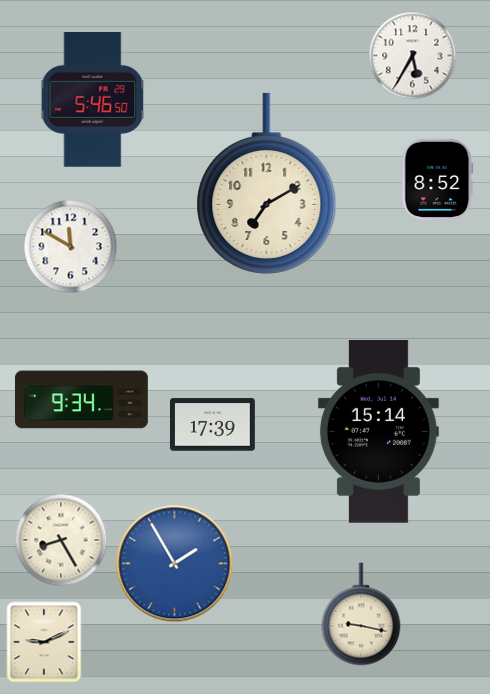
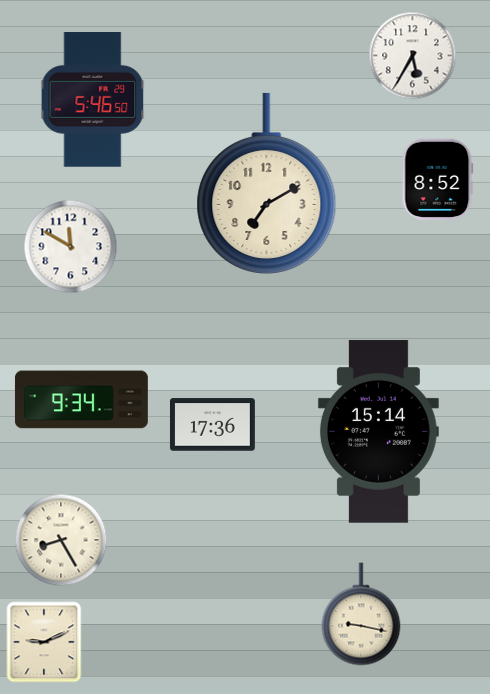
clock at (212, 425): 17:39 -> 17:36
clock at (175, 564): 1:55 -> none
